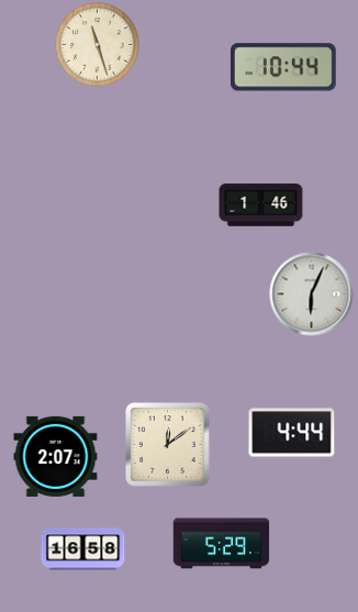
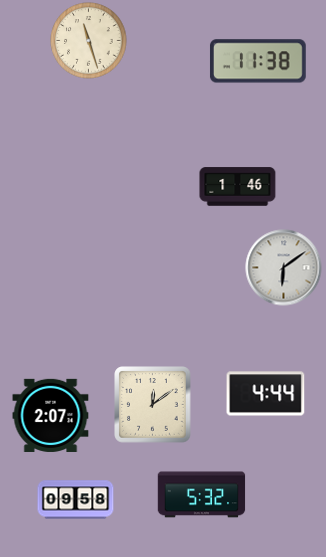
clock at (283, 67): 10:44 -> 11:38
clock at (312, 294): 6:04 -> 6:09
clock at (222, 544): 5:29 -> 5:32
clock at (83, 549): 16:58 -> 09:58
